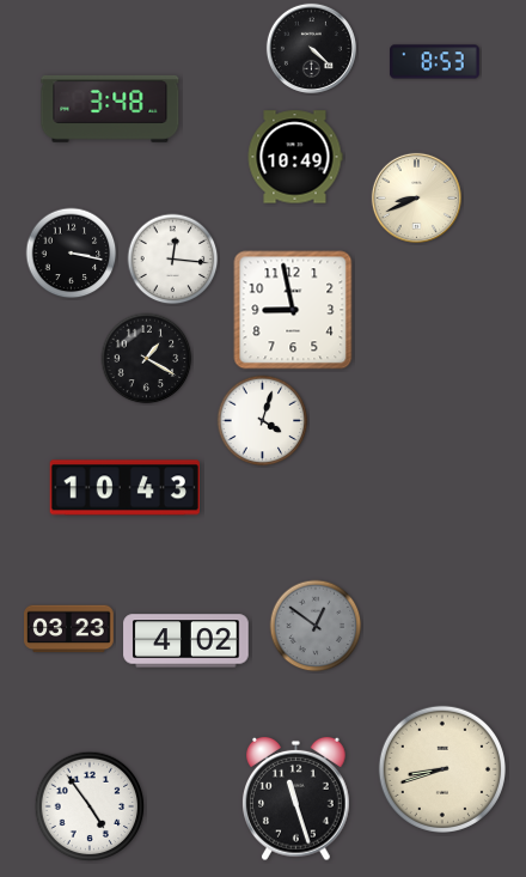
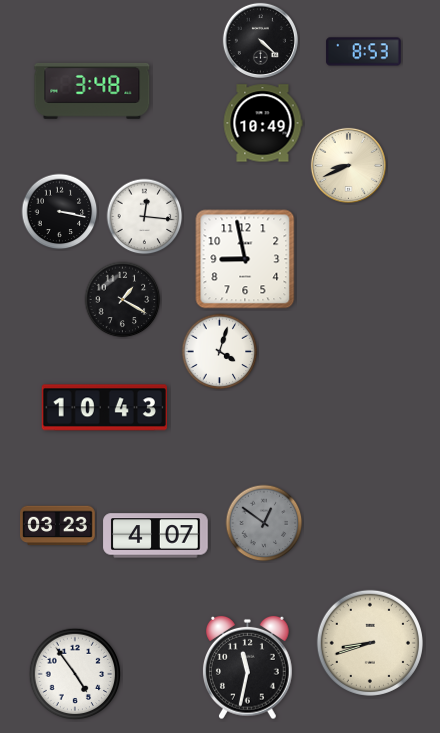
clock at (295, 157) position: (295, 157) -> (263, 123)
clock at (186, 641): 4:02 -> 4:07
clock at (296, 799): 11:27 -> 11:32
